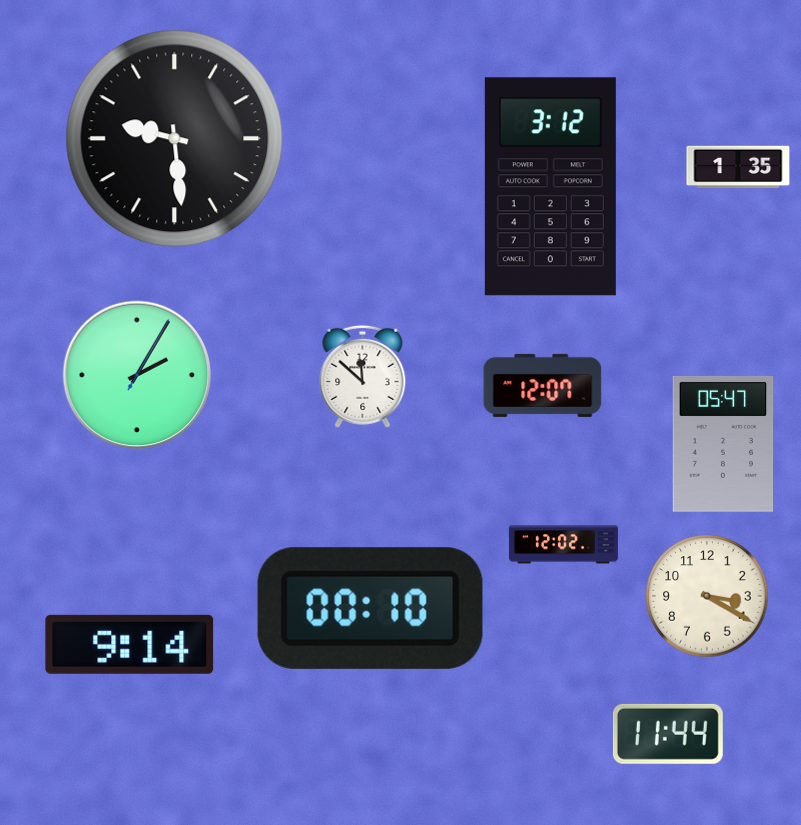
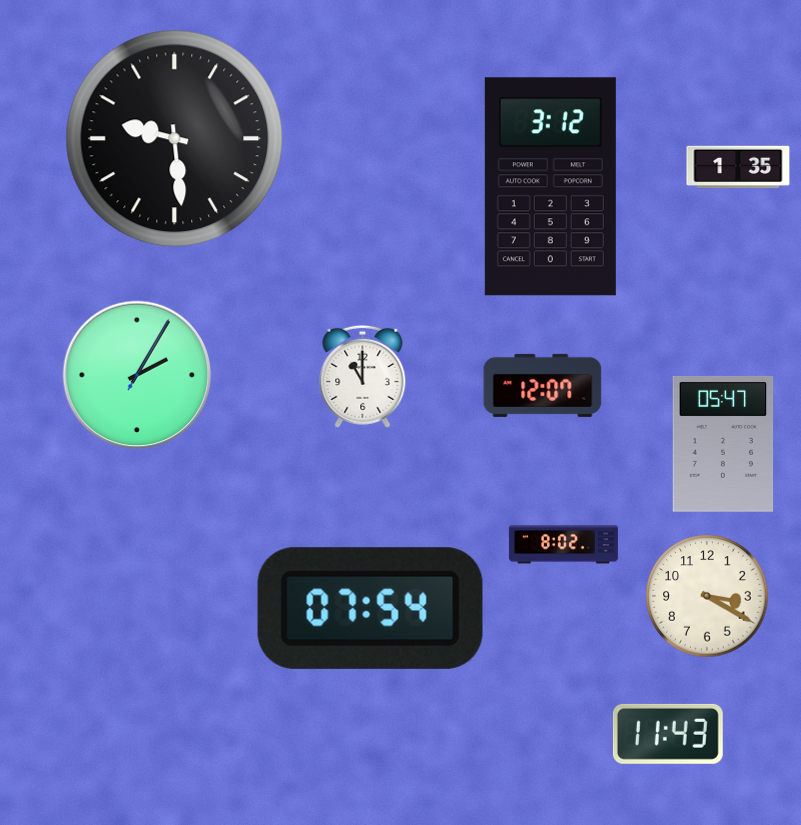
clock at (363, 376): 11:52 -> 11:00
clock at (563, 545): 12:02 -> 8:02
clock at (370, 608): 00:10 -> 07:54
clock at (130, 644): 9:14 -> none
clock at (668, 734): 11:44 -> 11:43
